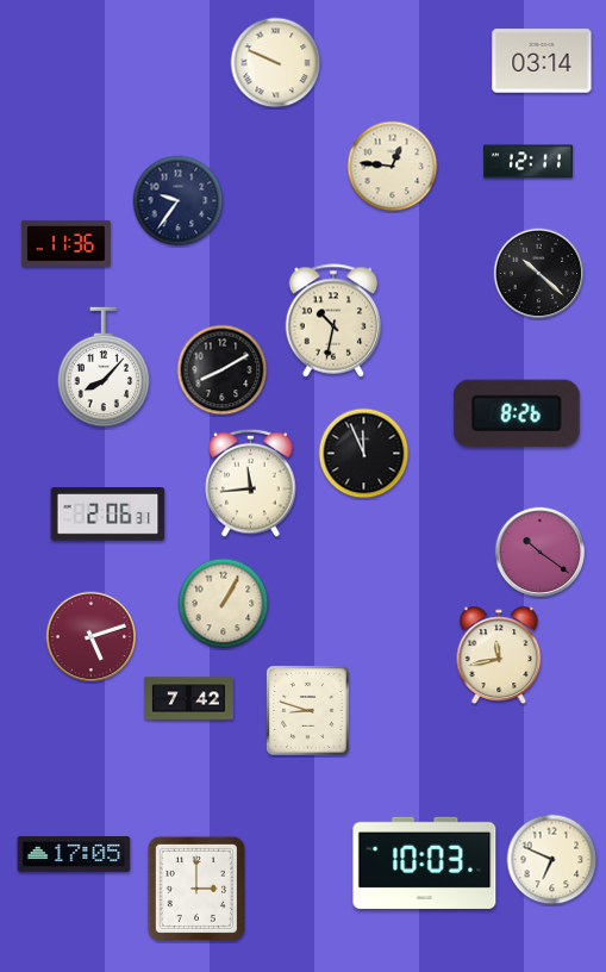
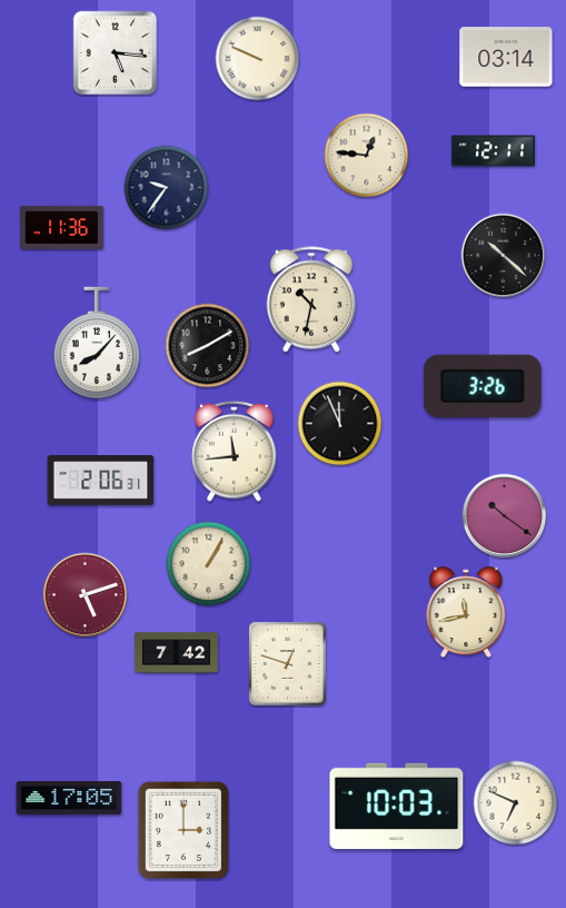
clock at (116, 53): none -> 5:16
clock at (517, 413): 8:26 -> 3:26
clock at (308, 711): 8:48 -> 12:48
